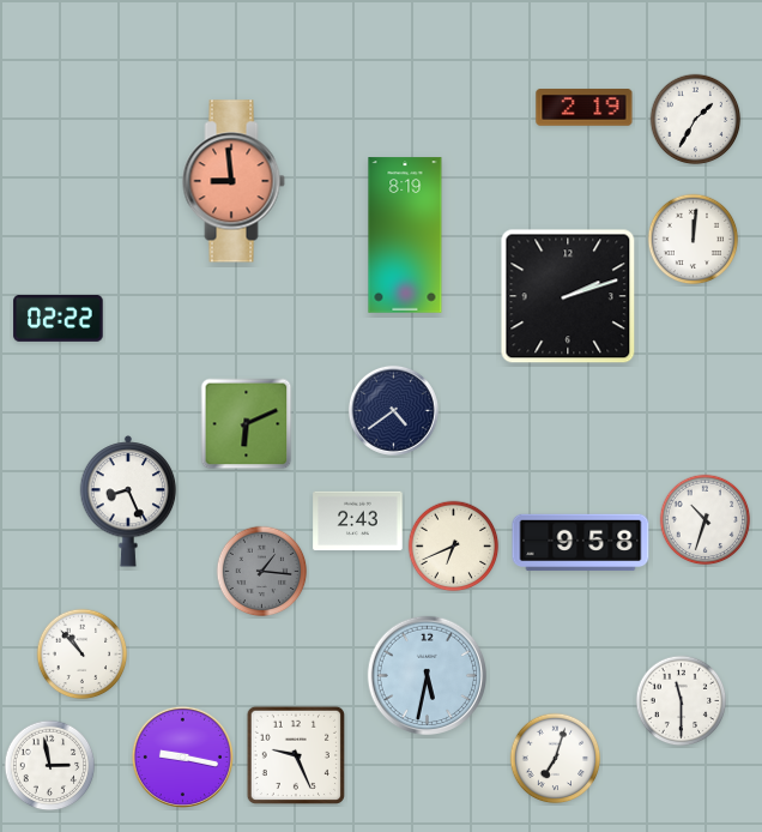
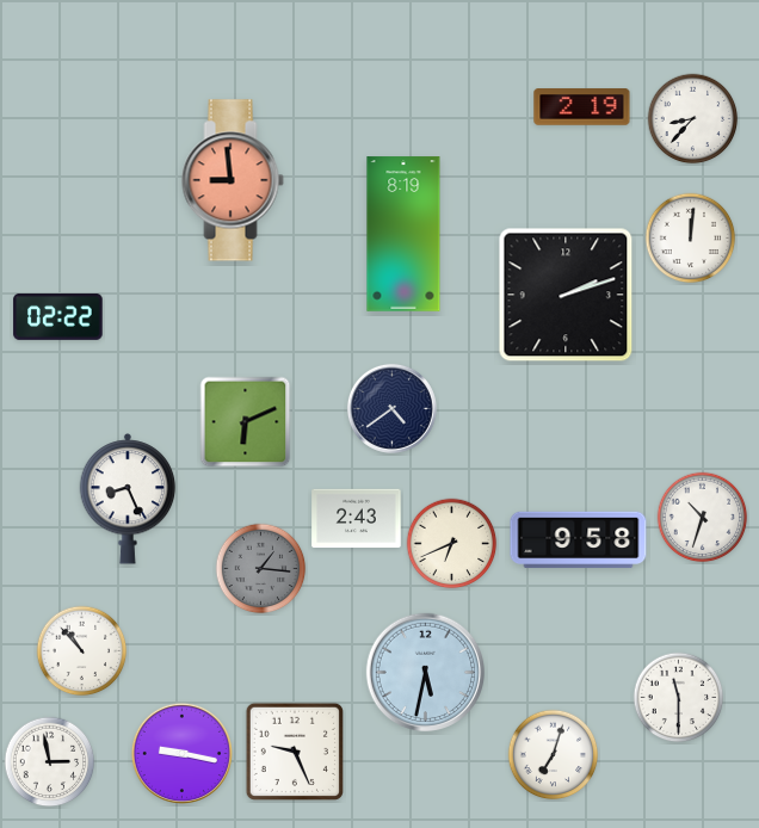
clock at (696, 120): 1:35 -> 8:37
